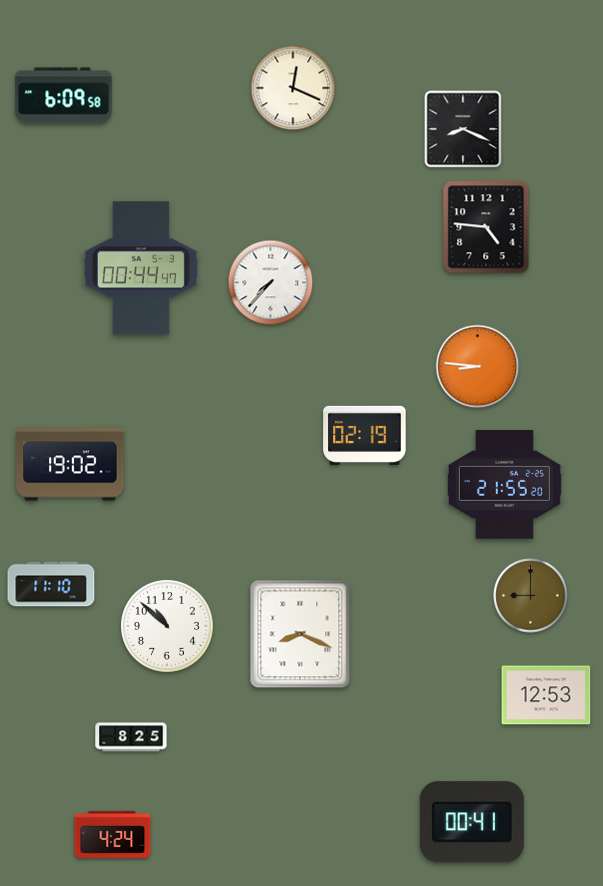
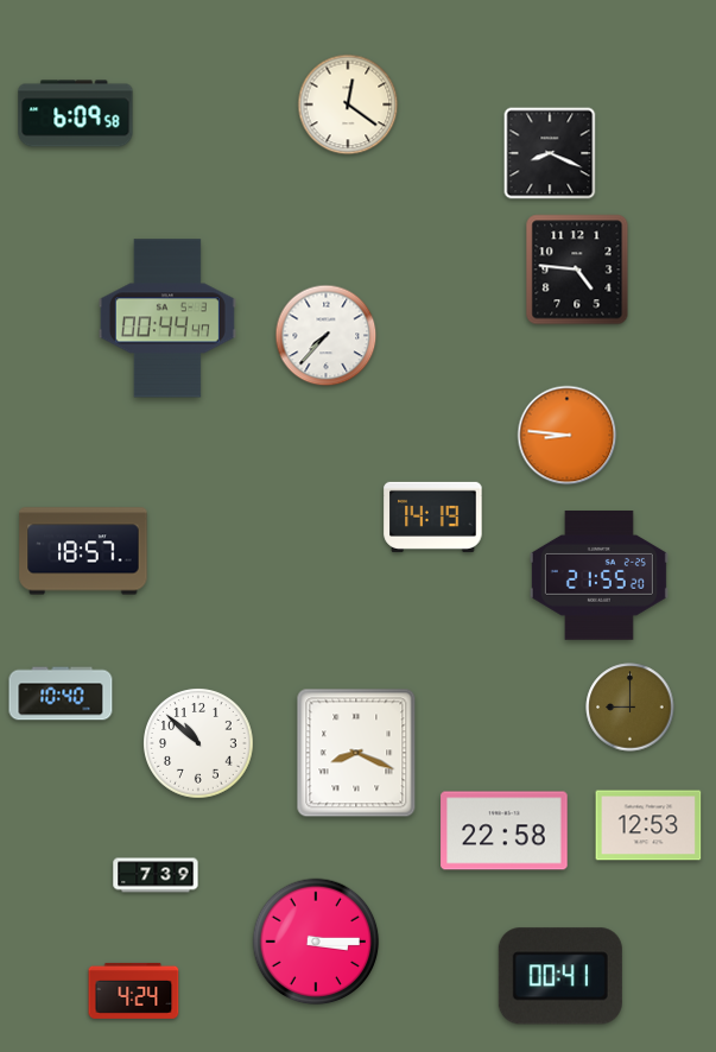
clock at (293, 88): 12:19 -> 12:21
clock at (271, 283) position: (271, 283) -> (327, 336)
clock at (365, 435): 02:19 -> 14:19
clock at (70, 464): 19:02 -> 18:57
clock at (51, 584): 11:10 -> 10:40
clock at (505, 831): none -> 22:58
clock at (131, 737): 8:25 -> 7:39
clock at (316, 942): none -> 3:15
